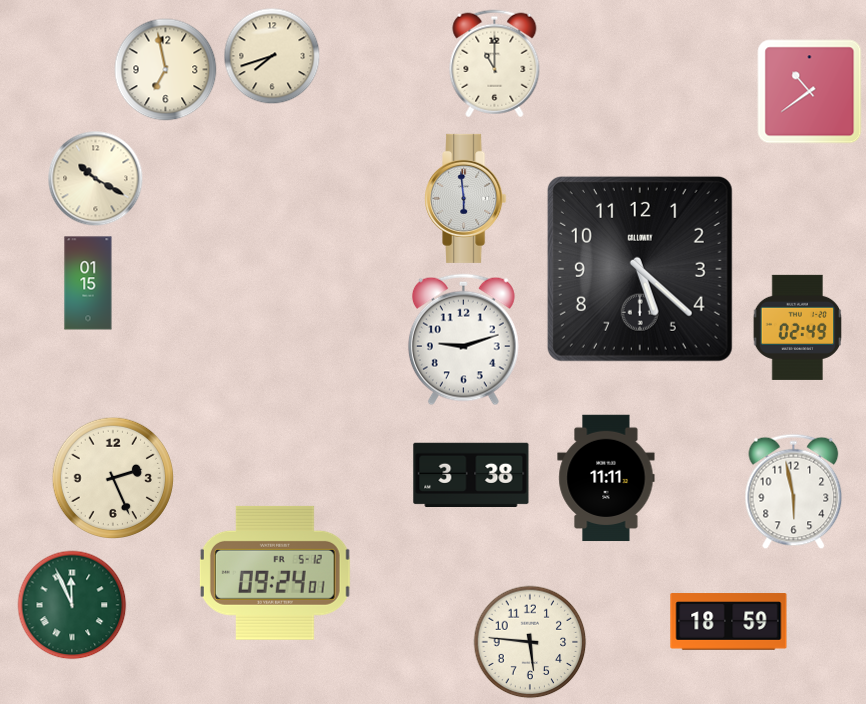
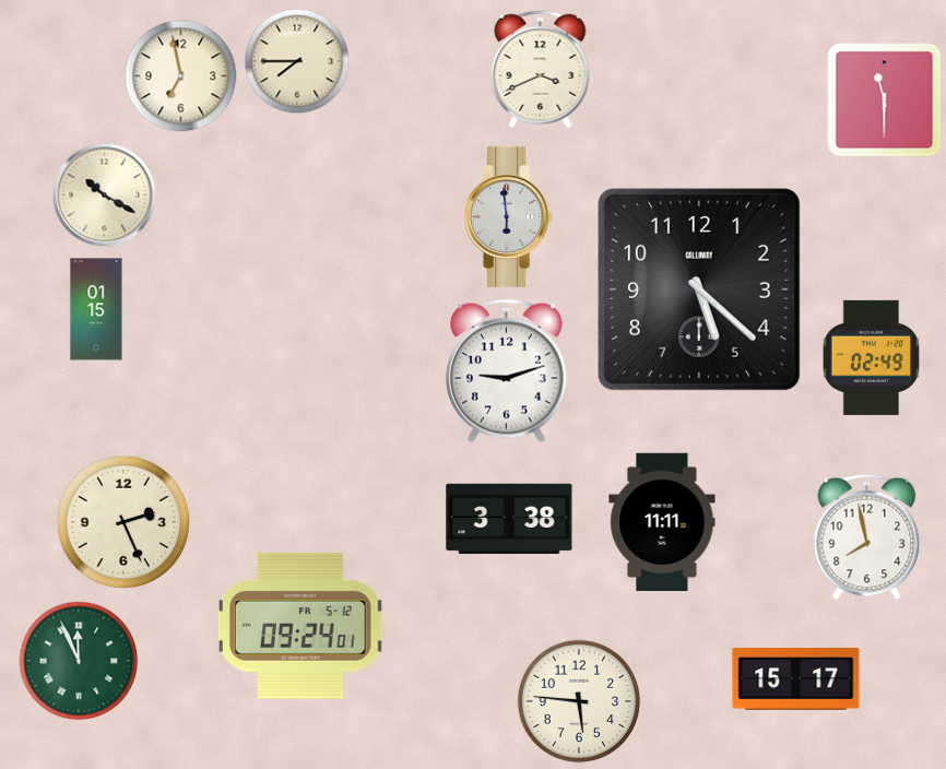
clock at (272, 56): 7:42 -> 7:45
clock at (495, 64): 11:00 -> 3:41
clock at (810, 92): 10:39 -> 11:30
clock at (640, 269) position: (640, 269) -> (699, 289)
clock at (471, 474) position: (471, 474) -> (509, 518)
clock at (794, 492): 5:58 -> 7:58
clock at (729, 622): 18:59 -> 15:17
